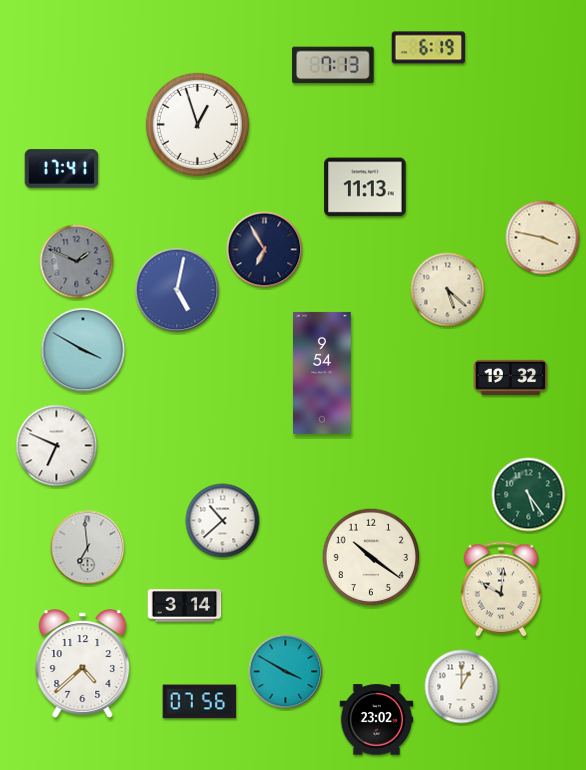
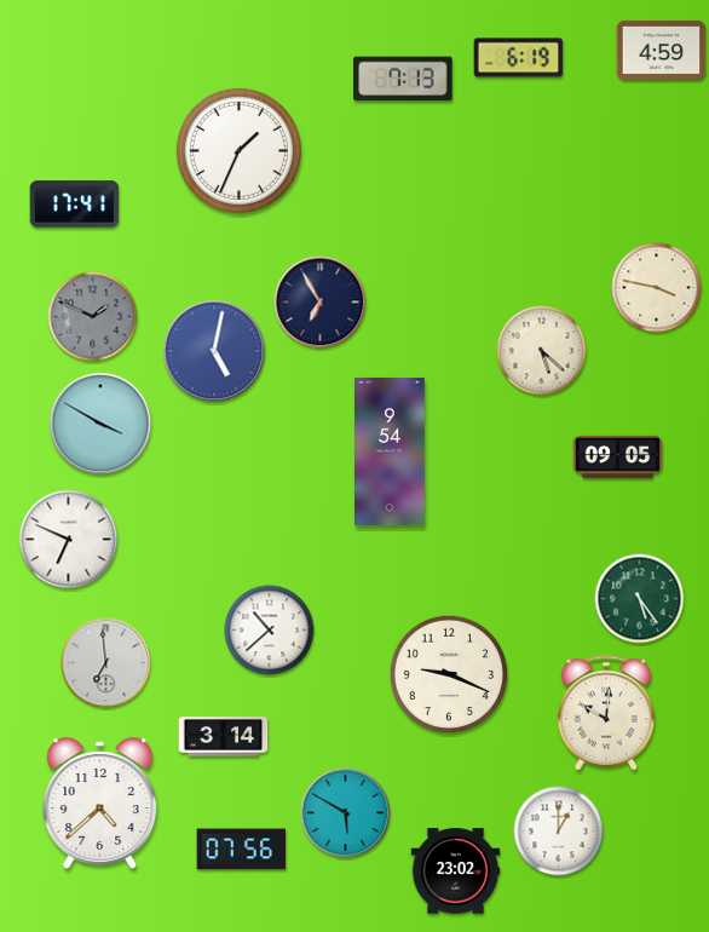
clock at (662, 50): none -> 4:59
clock at (197, 124): 12:57 -> 1:34
clock at (365, 187): 11:13 -> none
clock at (511, 377): 19:32 -> 09:05
clock at (371, 557): 10:21 -> 9:19
clock at (185, 606) position: (185, 606) -> (224, 737)
clock at (286, 672): 3:50 -> 5:50
